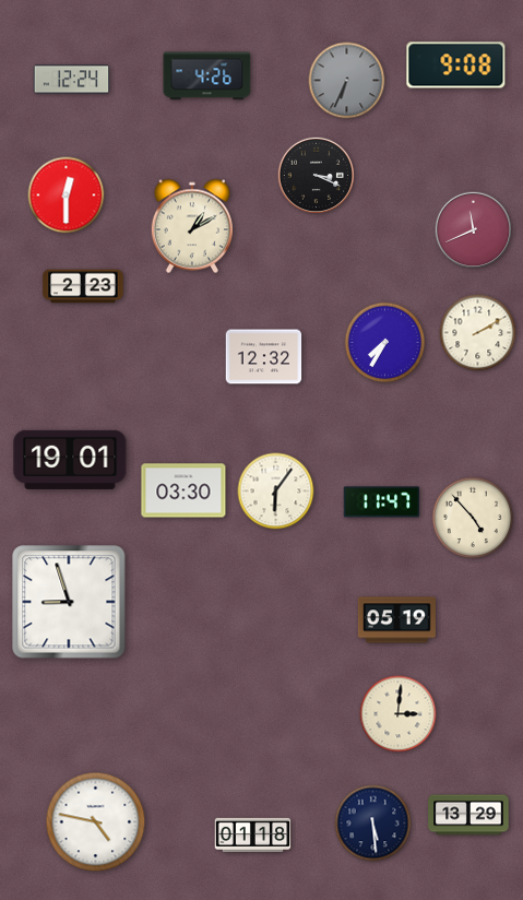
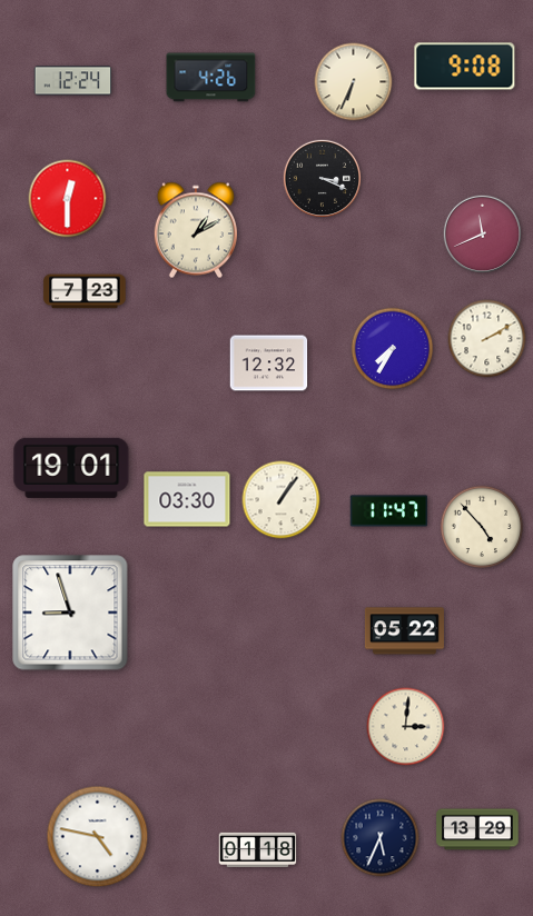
clock at (347, 81) dial: grey -> cream
clock at (83, 286): 2:23 -> 7:23
clock at (276, 492): 6:06 -> 1:06
clock at (396, 620): 05:19 -> 05:22
clock at (373, 824): 5:29 -> 5:34
